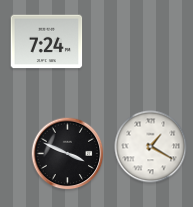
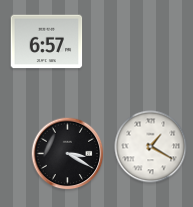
clock at (47, 42): 7:24 -> 6:57
clock at (68, 154): 3:49 -> 3:20
